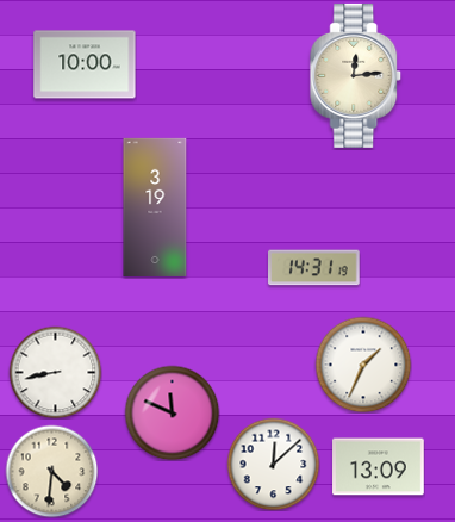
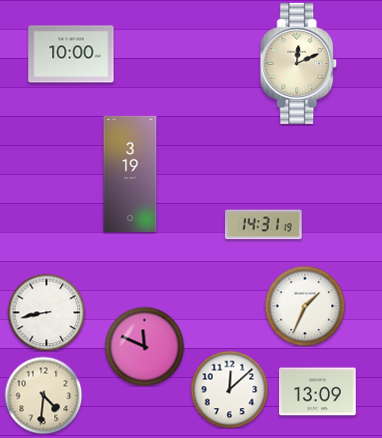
clock at (356, 75): 12:14 -> 12:11
